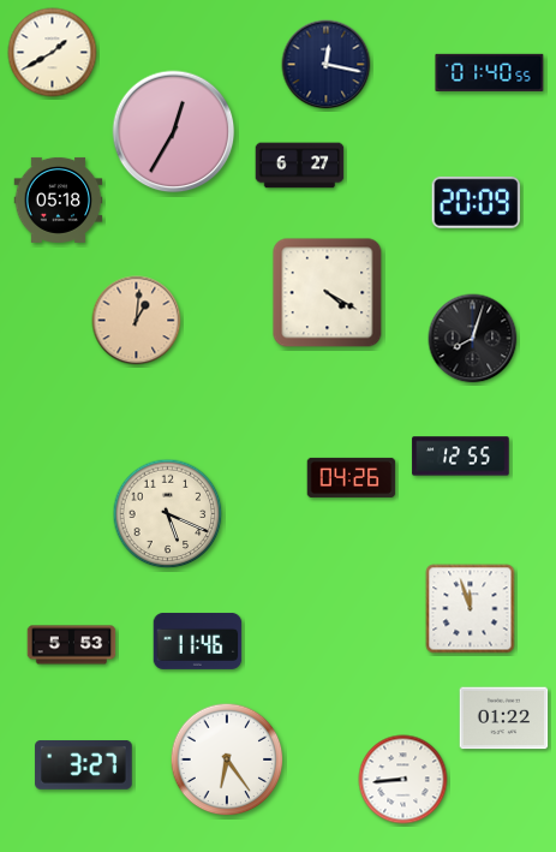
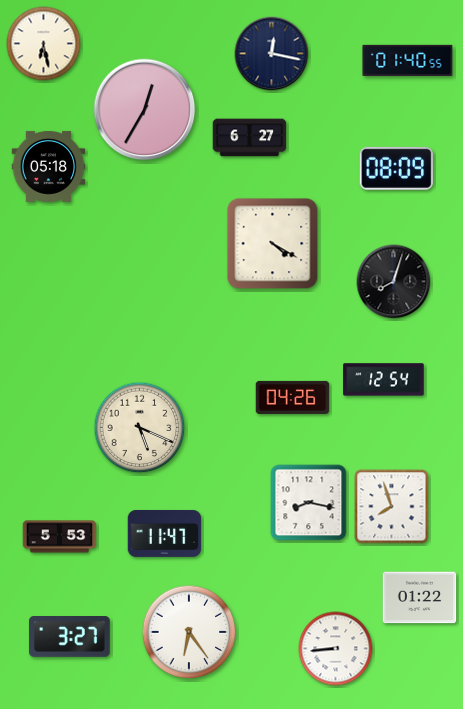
clock at (53, 53): 1:40 -> 6:28
clock at (477, 202): 20:09 -> 08:09
clock at (137, 321): 1:01 -> none
clock at (461, 457): 12:55 -> 12:54
clock at (309, 503): none -> 8:17
clock at (471, 609): 11:57 -> 7:57
clock at (198, 641): 11:46 -> 11:47
